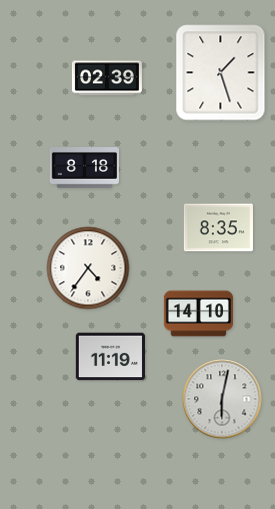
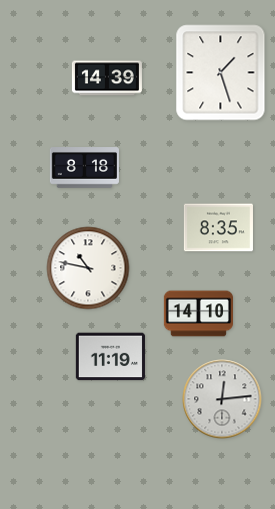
clock at (107, 78): 02:39 -> 14:39
clock at (88, 268): 4:36 -> 10:47
clock at (222, 399): 6:02 -> 12:14
